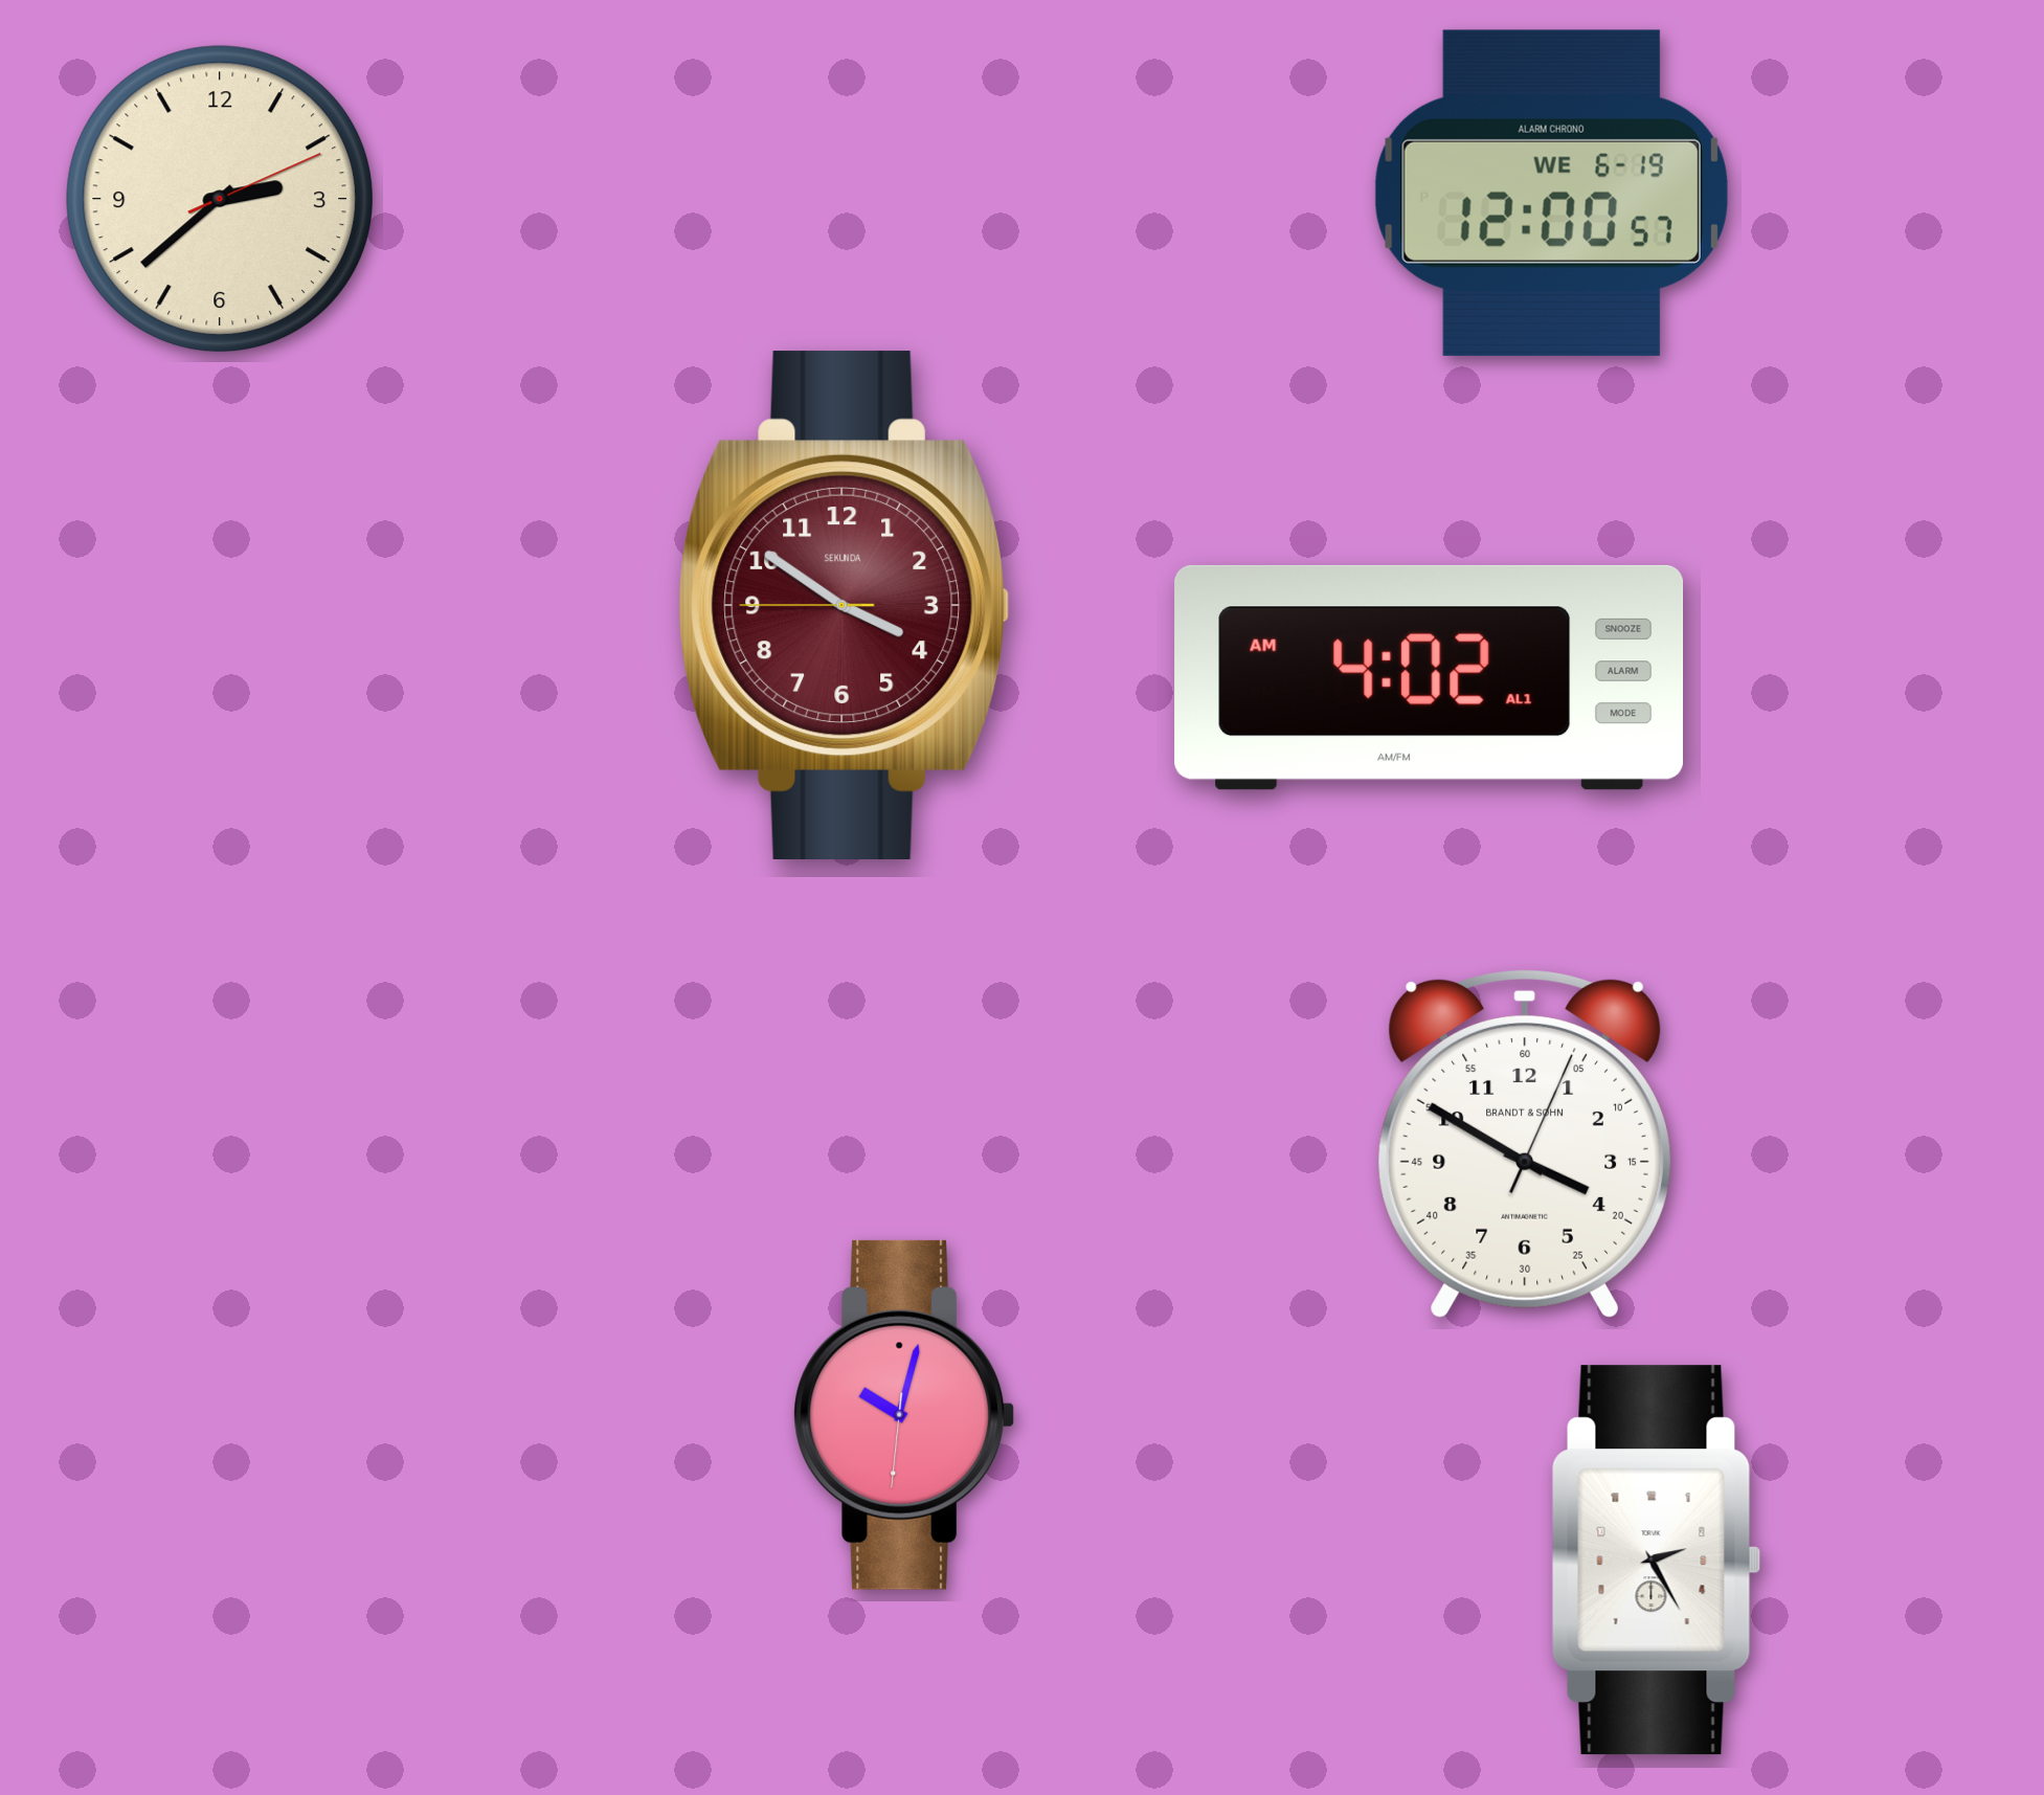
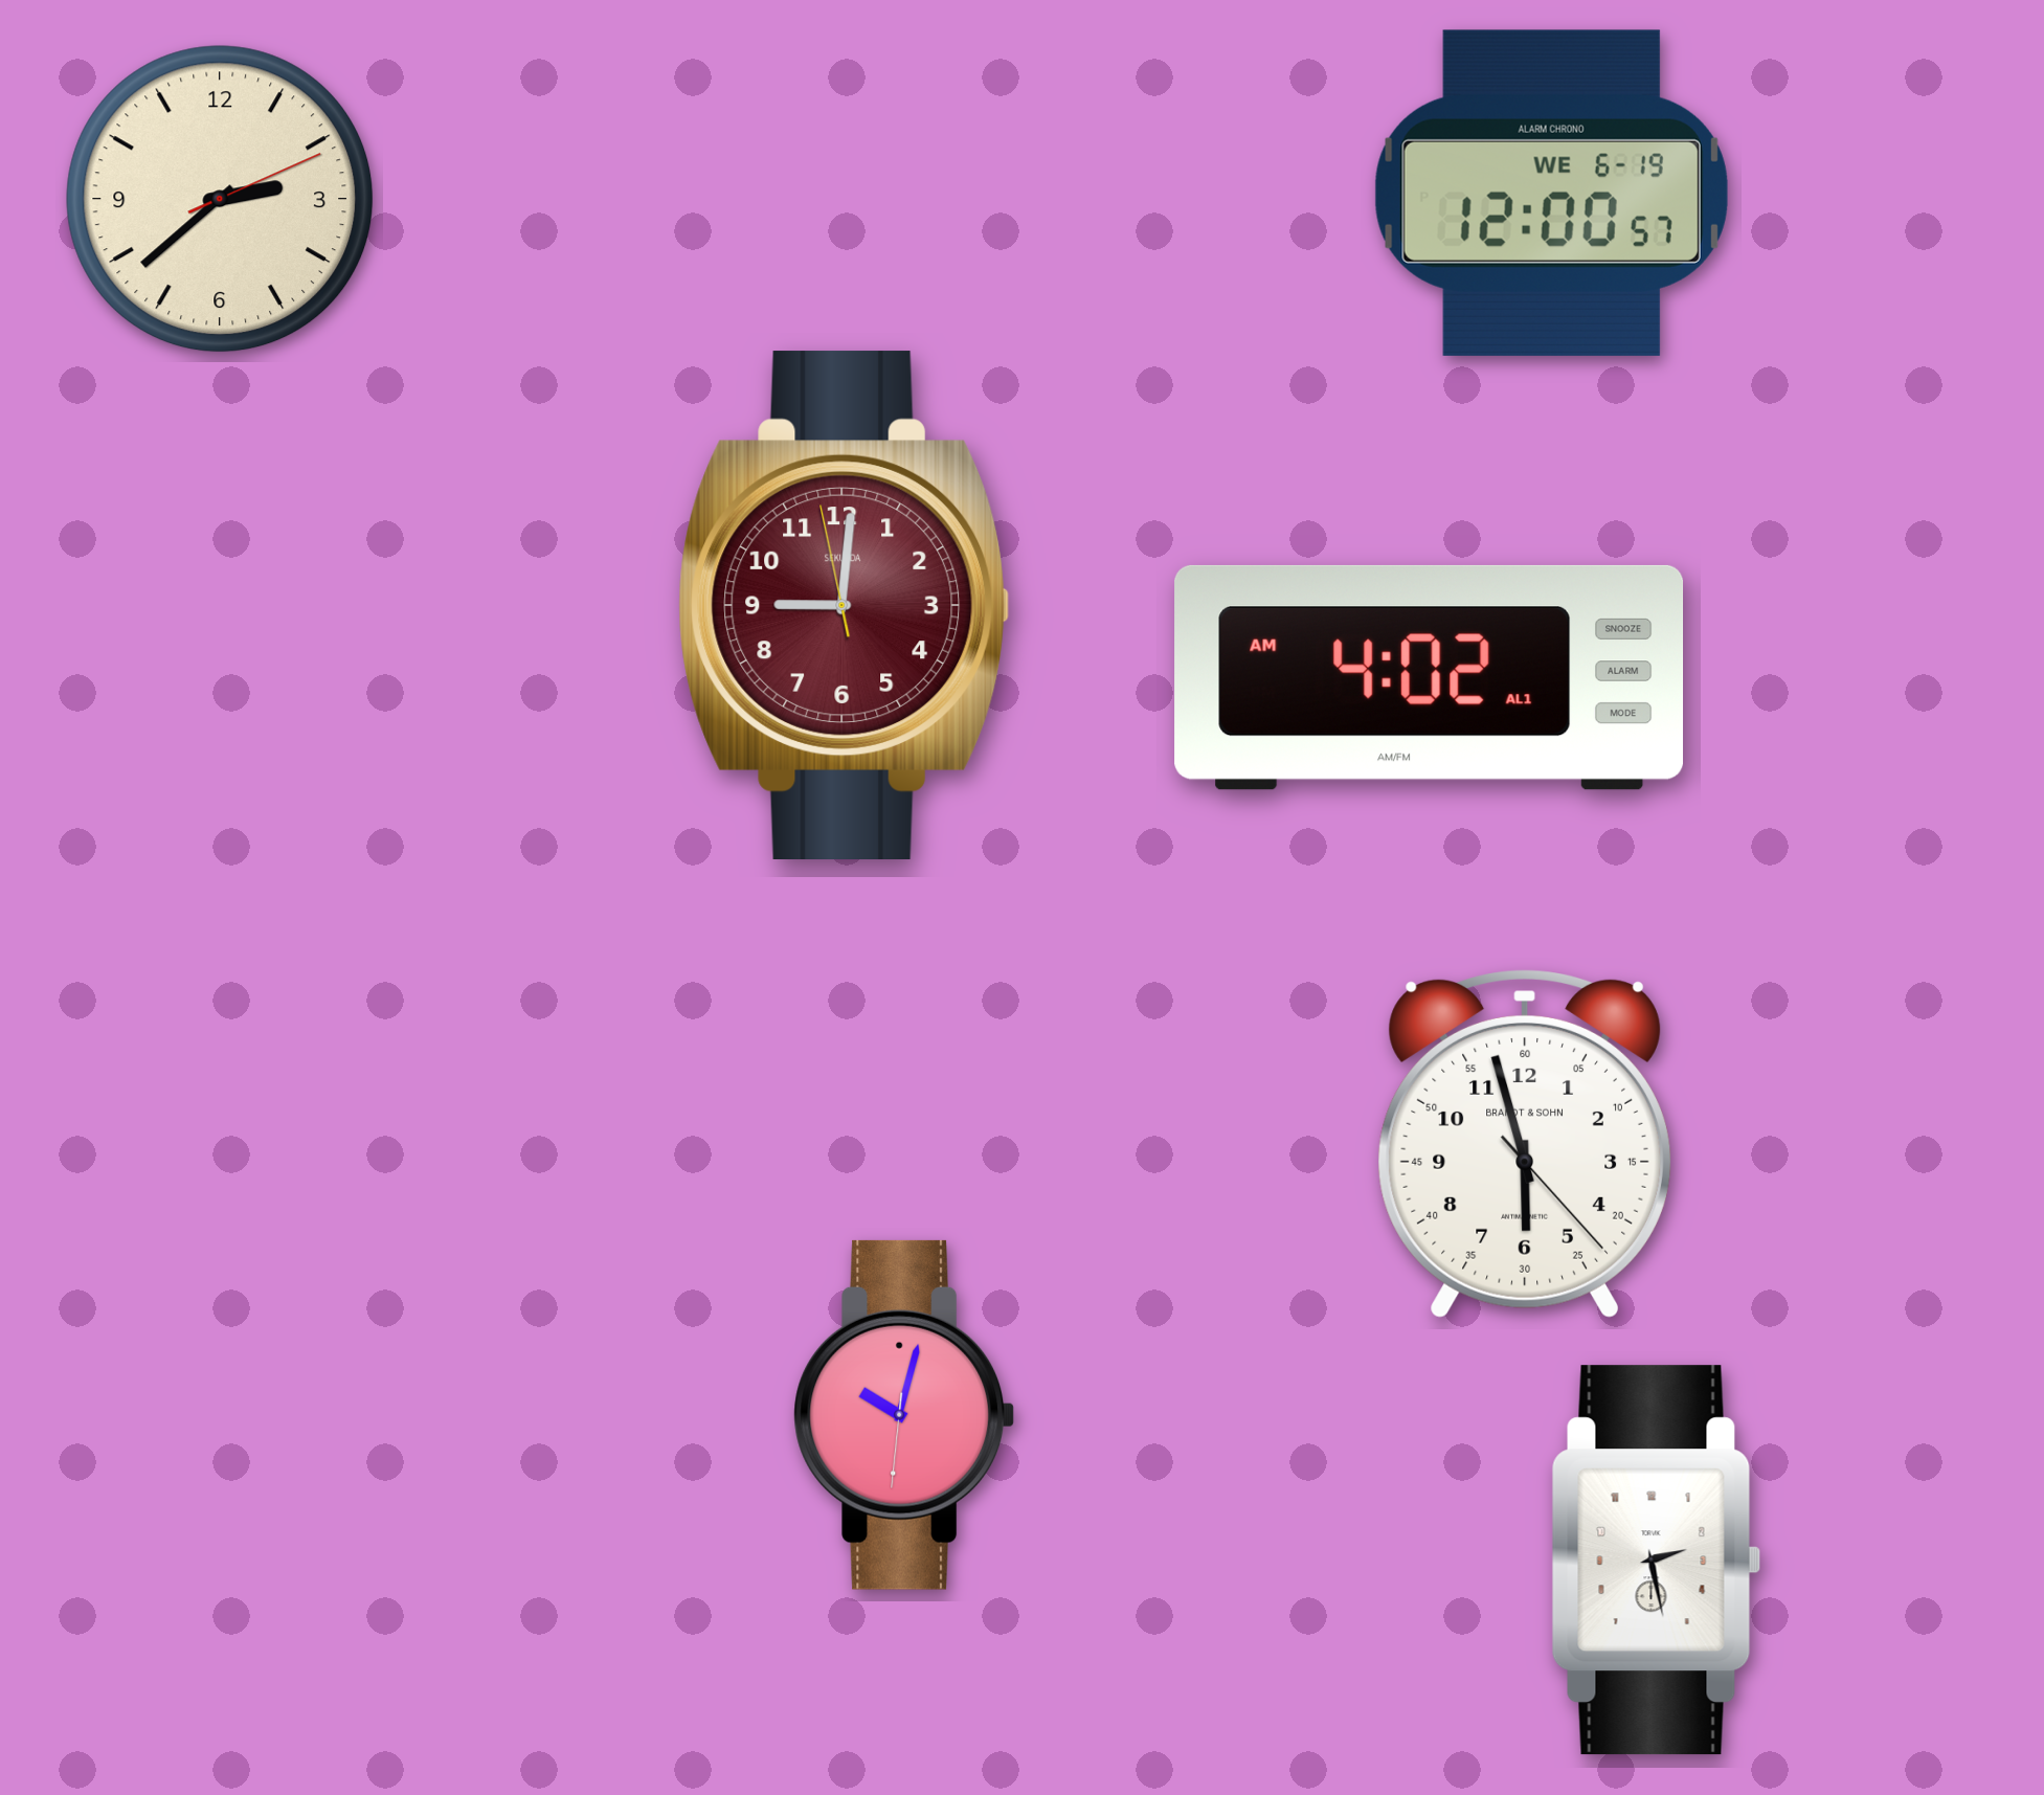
clock at (845, 605): 3:50 -> 9:00
clock at (1525, 1144): 3:50 -> 5:57
clock at (1656, 1561): 2:25 -> 2:28
